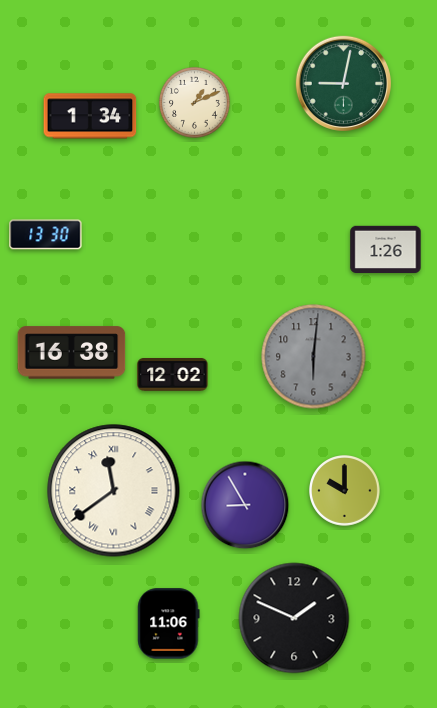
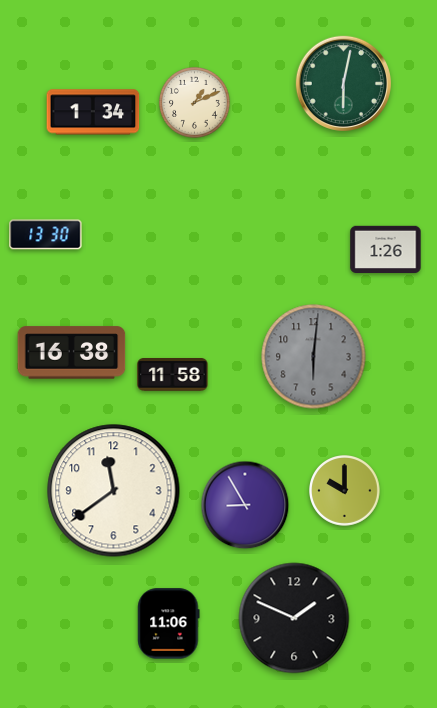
clock at (343, 83): 9:02 -> 6:02
clock at (90, 116) position: (90, 116) -> (93, 112)
clock at (173, 375): 12:02 -> 11:58
clock at (114, 491) numerals: Roman -> Arabic
